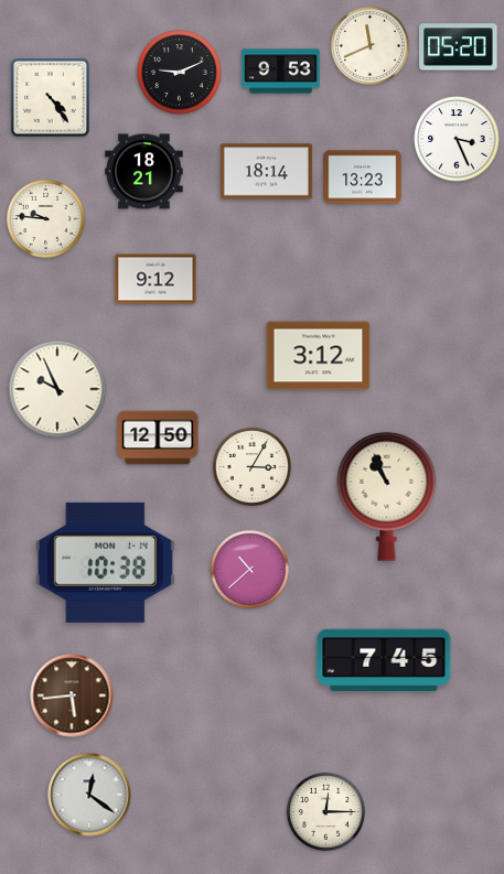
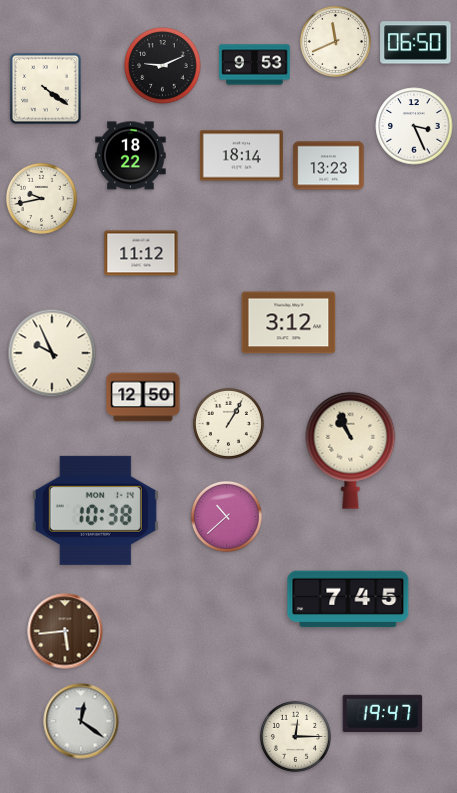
clock at (459, 47): 05:20 -> 06:50
clock at (51, 98): 4:24 -> 4:21
clock at (144, 172): 18:21 -> 18:22
clock at (363, 177) position: (363, 177) -> (329, 166)
clock at (45, 218): 9:46 -> 9:43
clock at (156, 279): 9:12 -> 11:12
clock at (251, 466): 3:05 -> 1:05
clock at (383, 714): none -> 19:47
